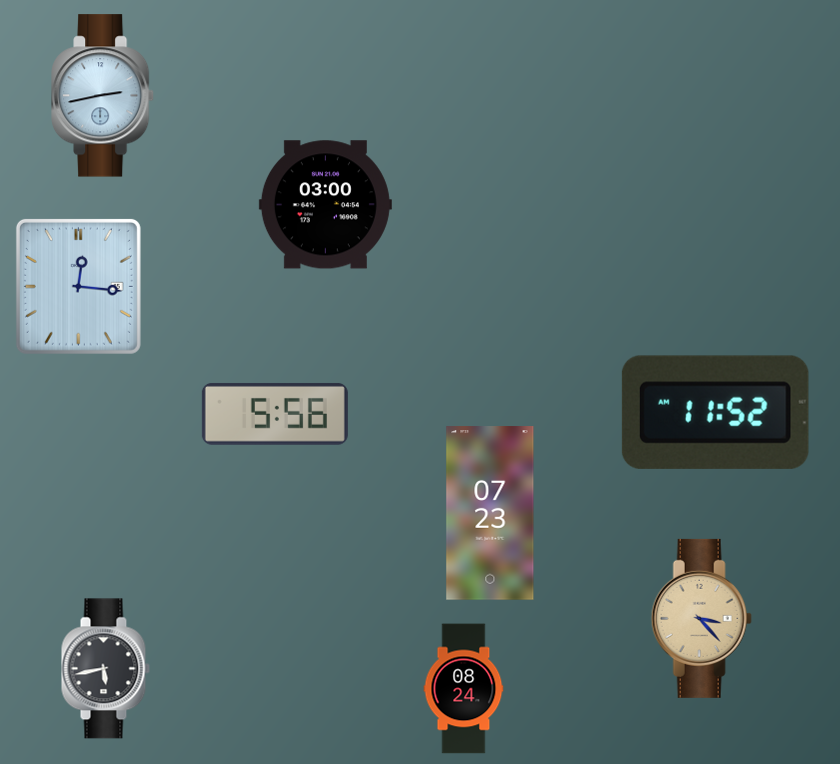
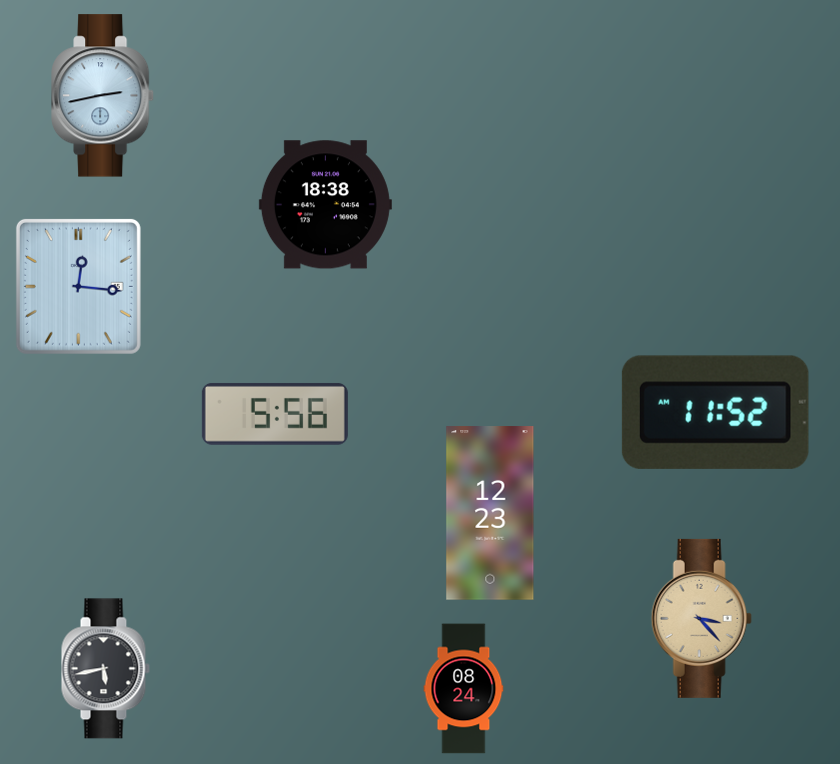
clock at (325, 205): 03:00 -> 18:38
clock at (490, 513): 07:23 -> 12:23
